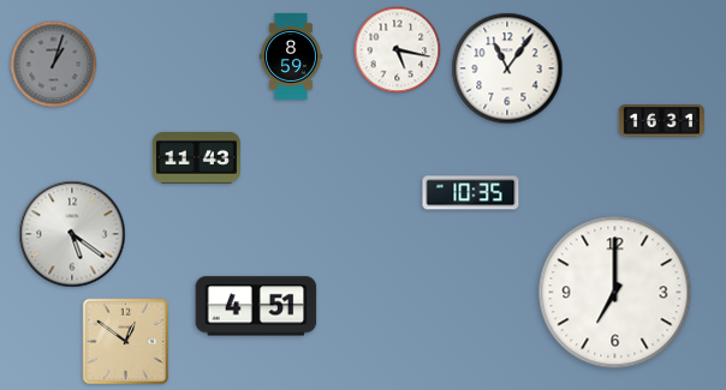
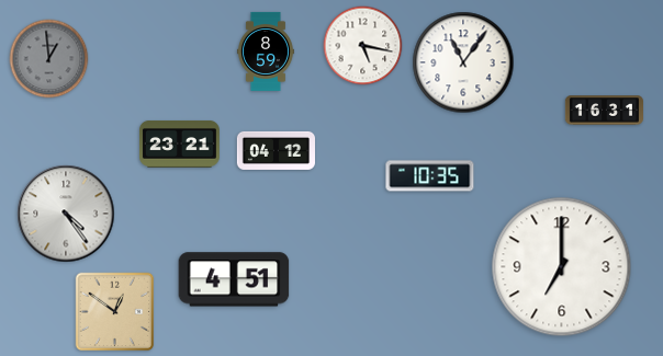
clock at (54, 65): 1:03 -> 12:59
clock at (196, 158): 11:43 -> 23:21
clock at (276, 150): none -> 04:12
clock at (72, 234): 5:21 -> 4:24
